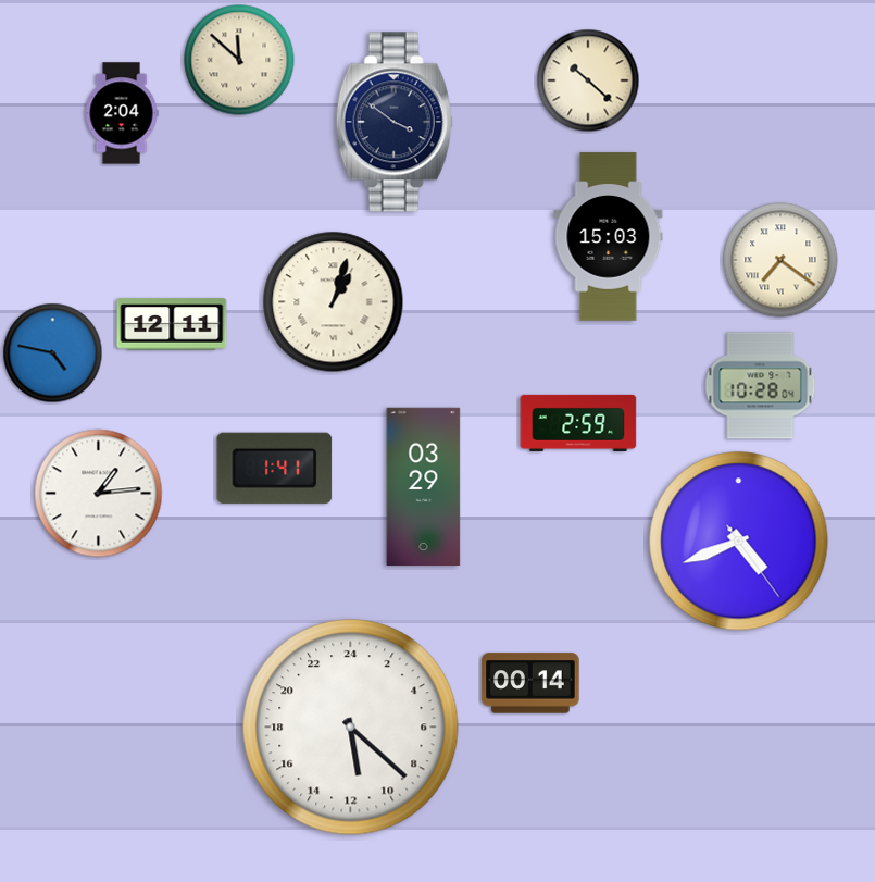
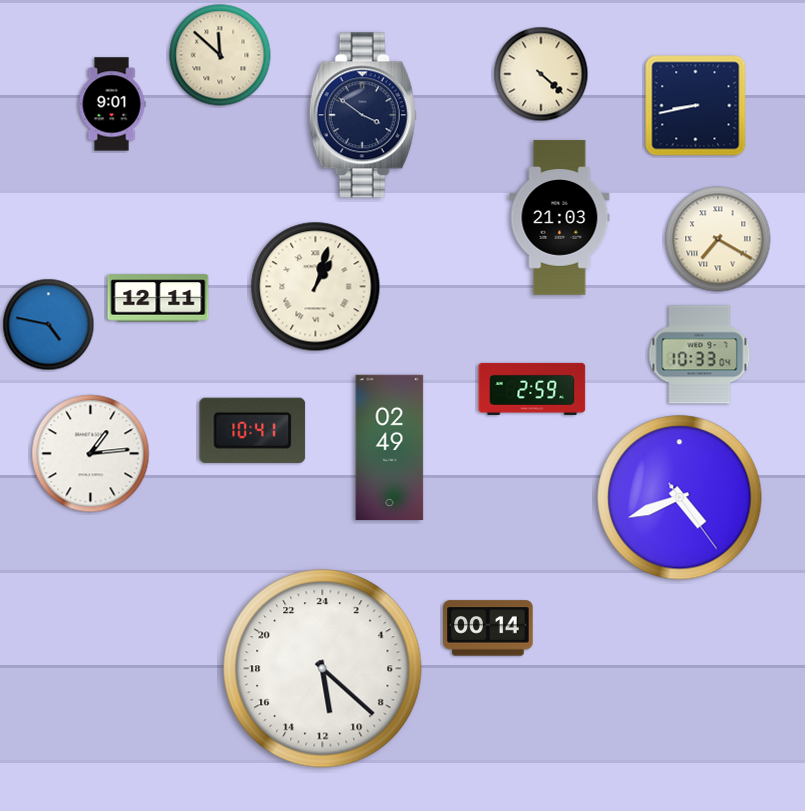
clock at (588, 80): 10:22 -> 4:22
clock at (122, 113): 2:04 -> 9:01
clock at (696, 106): none -> 8:43
clock at (395, 122) position: (395, 122) -> (363, 115)
clock at (609, 237): 15:03 -> 21:03
clock at (780, 260): 7:21 -> 7:20
clock at (334, 302) position: (334, 302) -> (316, 287)
clock at (761, 386): 10:28 -> 10:33
clock at (275, 468): 1:41 -> 10:41
clock at (424, 486): 03:29 -> 02:49
